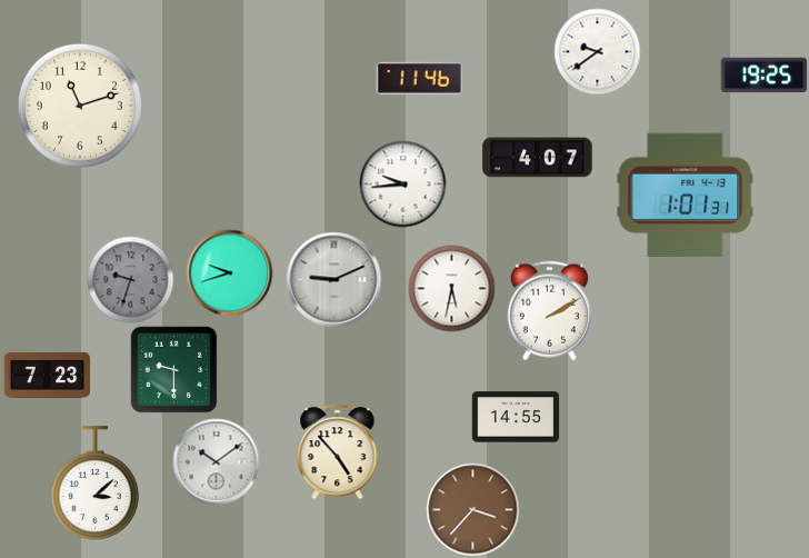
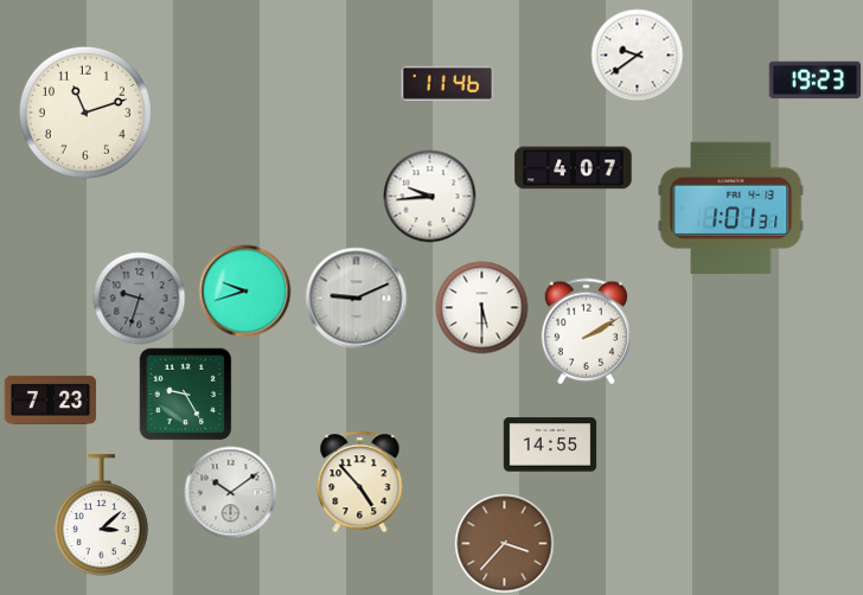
clock at (763, 76): 19:25 -> 19:23
clock at (451, 288): 5:32 -> 5:30
clock at (173, 369): 9:30 -> 9:25
